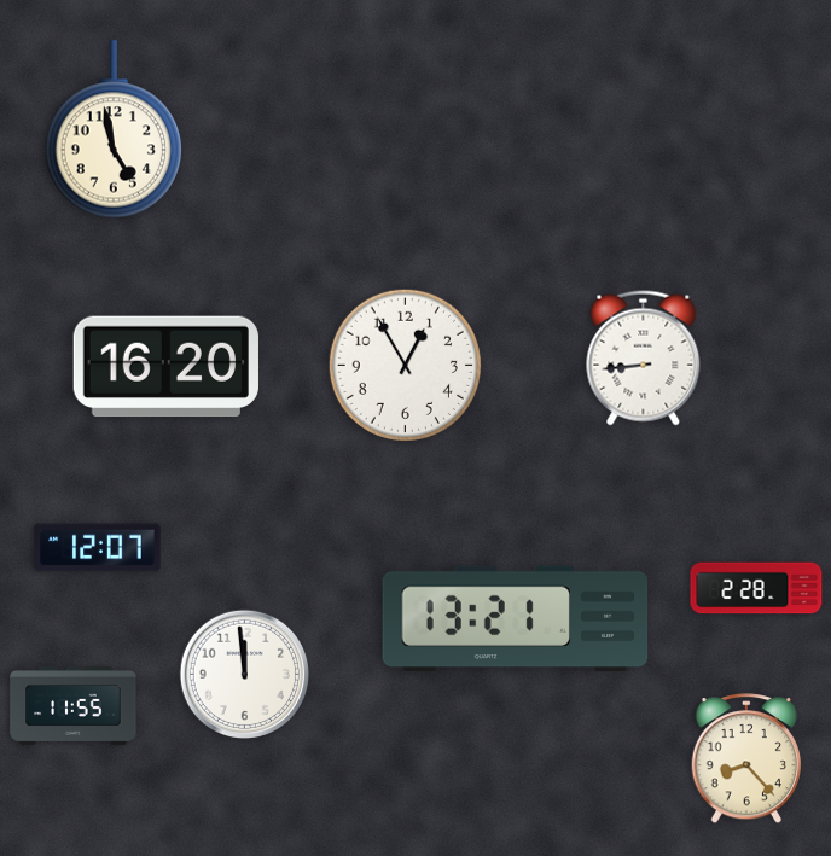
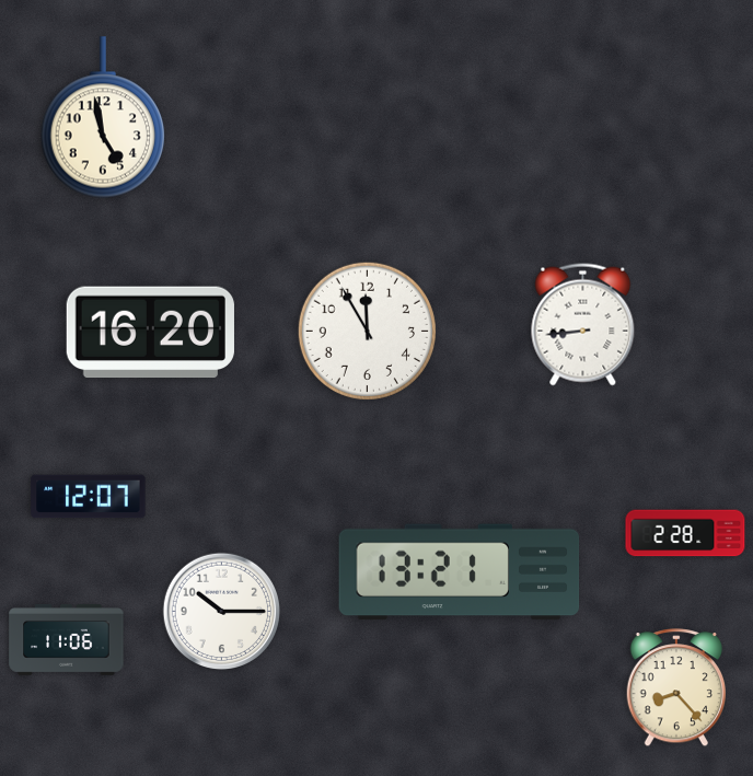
clock at (405, 365): 12:55 -> 11:55
clock at (516, 619) position: (516, 619) -> (460, 572)
clock at (244, 674): 11:59 -> 10:15
clock at (74, 705): 11:55 -> 11:06
